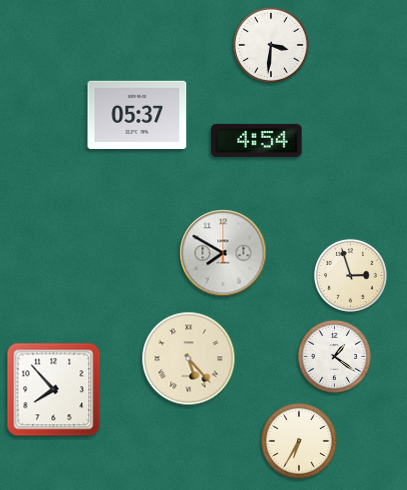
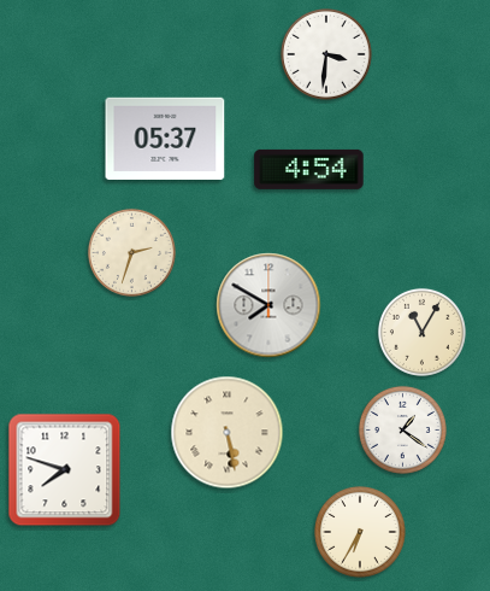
clock at (131, 252): none -> 2:33
clock at (350, 275): 2:57 -> 11:05
clock at (189, 359): 5:23 -> 5:28
clock at (54, 390): 7:53 -> 7:48
